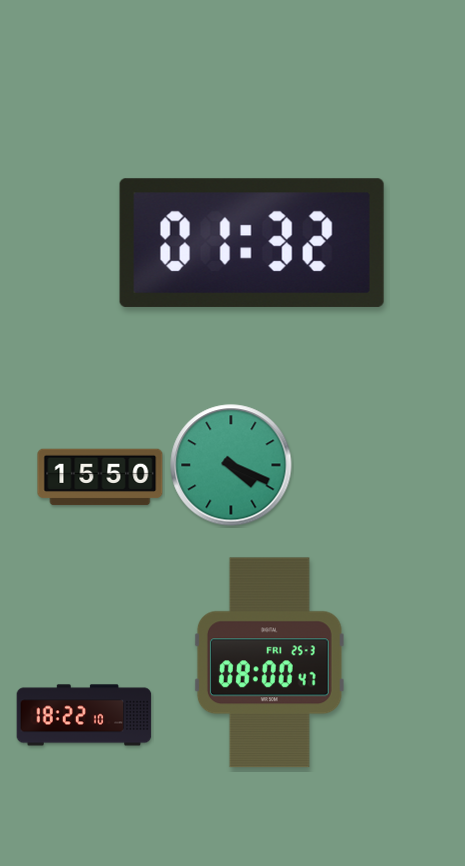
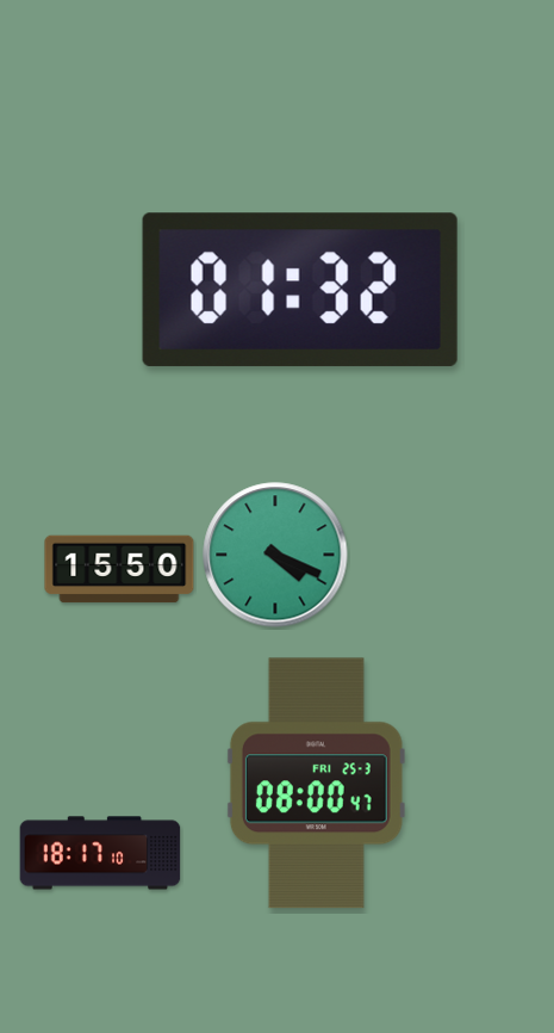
clock at (269, 663) position: (269, 663) -> (316, 784)
clock at (84, 715): 18:22 -> 18:17
